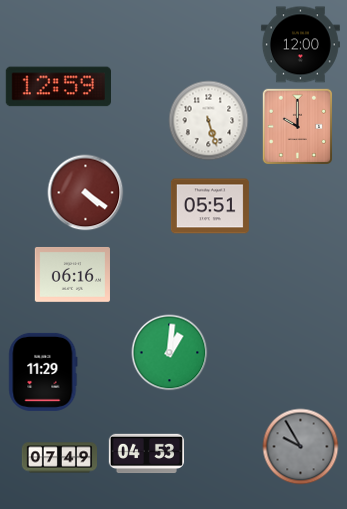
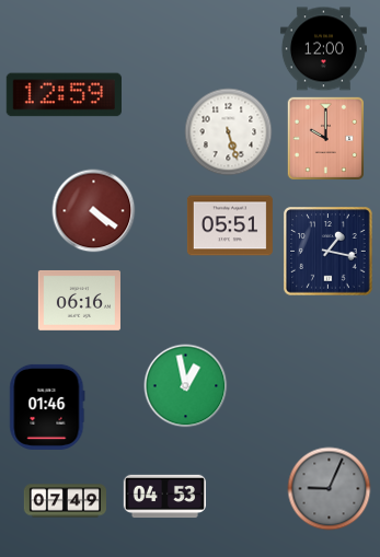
clock at (300, 45) position: (300, 45) -> (323, 49)
clock at (329, 252): none -> 1:17
clock at (170, 353): 1:01 -> 12:58
clock at (43, 372): 11:29 -> 01:46
clock at (301, 447): 9:55 -> 9:04
clock at (146, 454) position: (146, 454) -> (164, 497)
